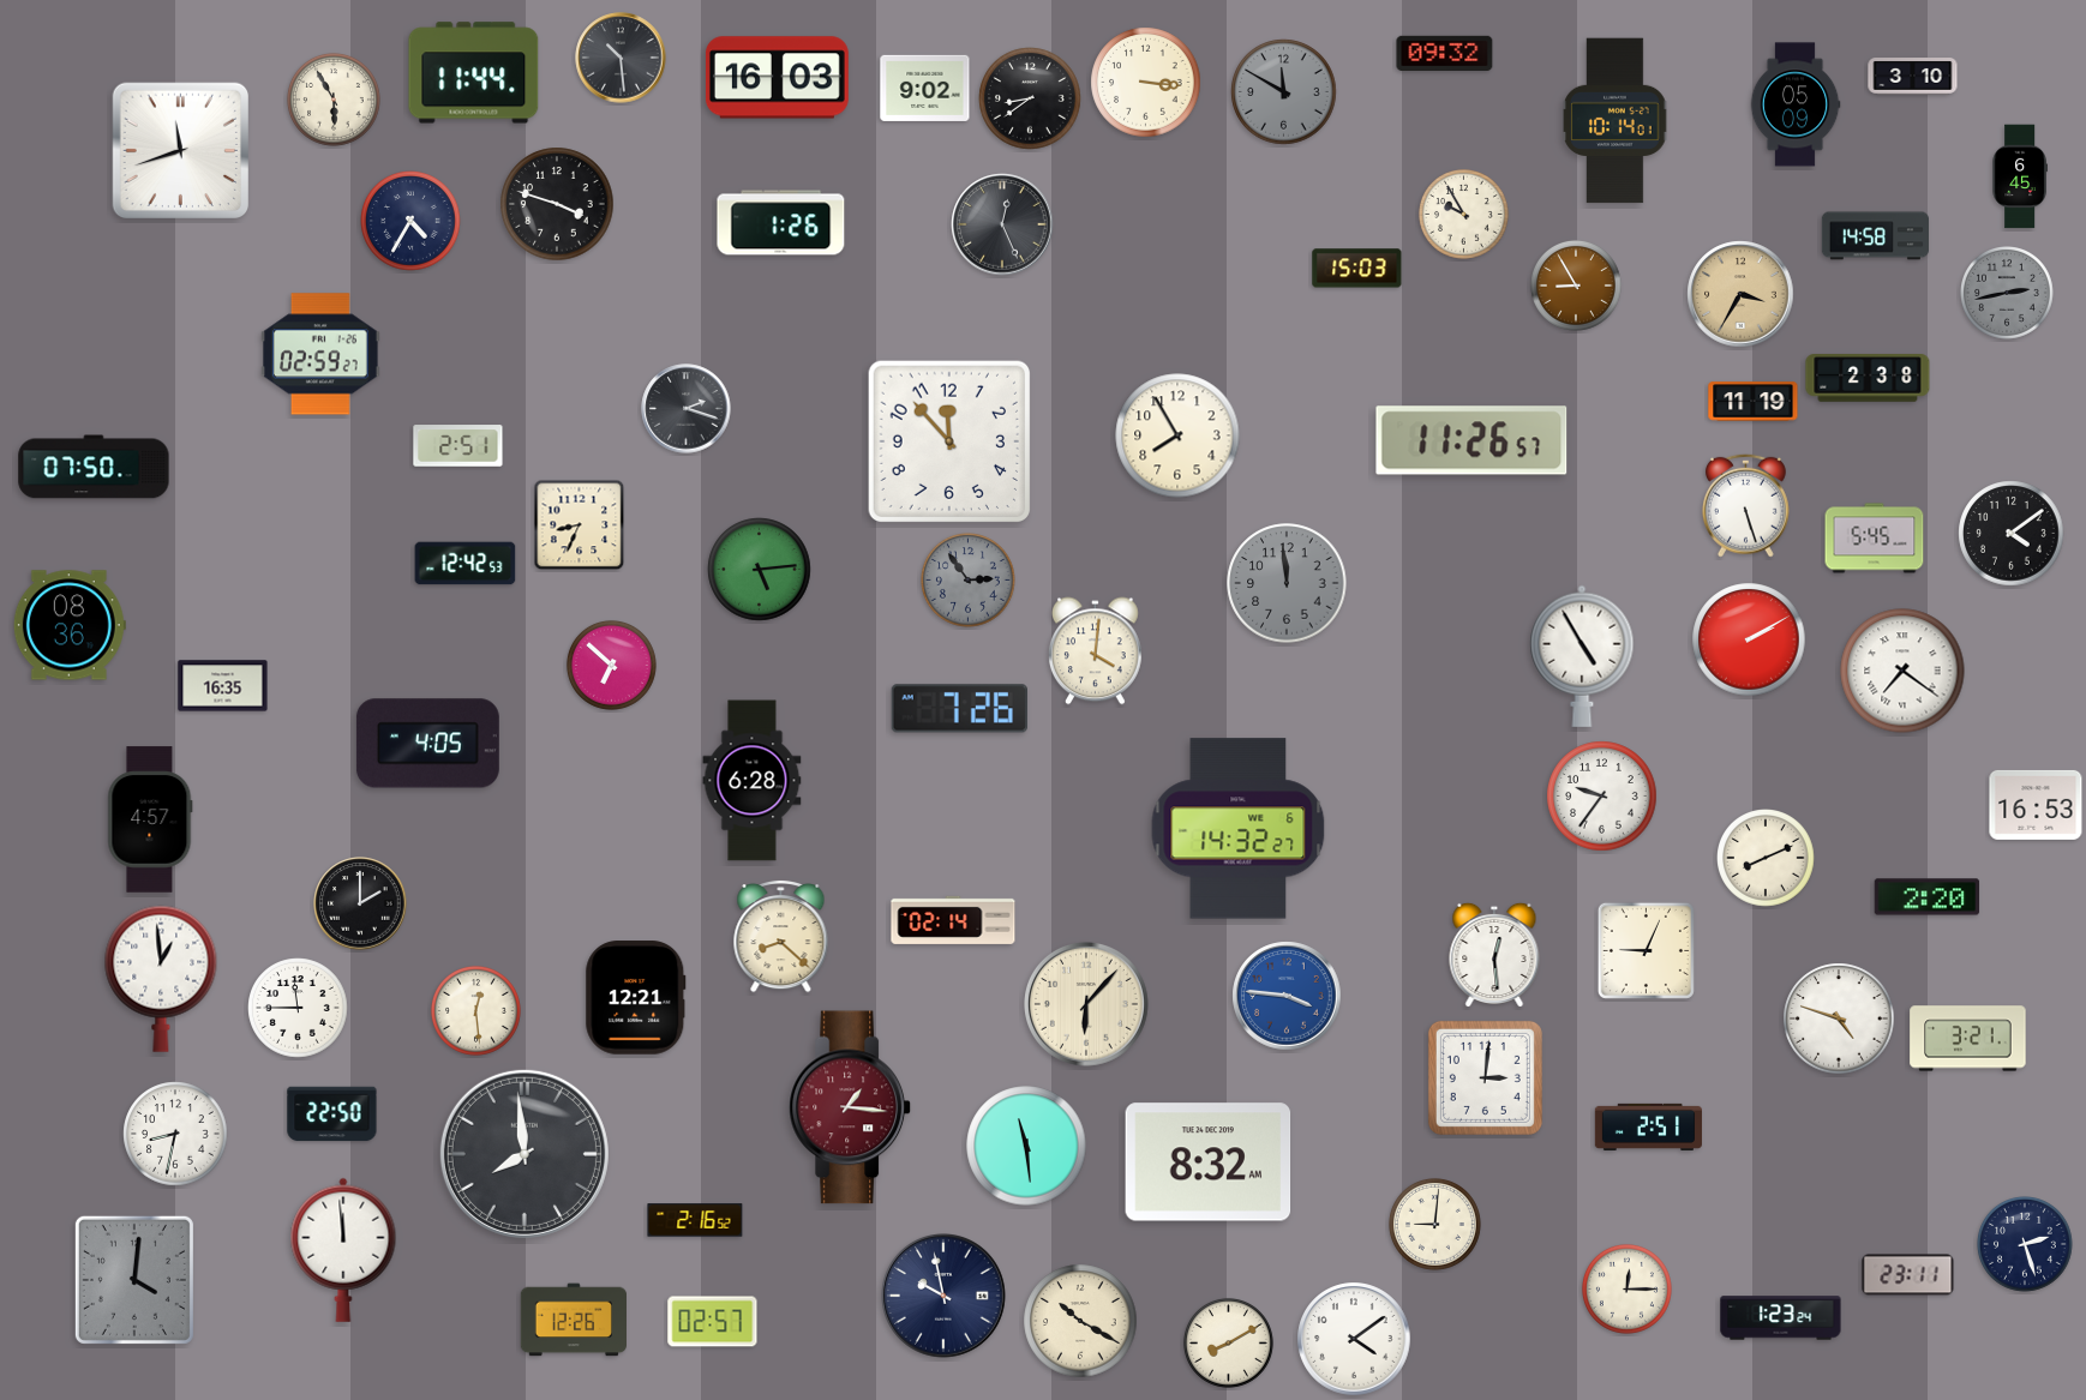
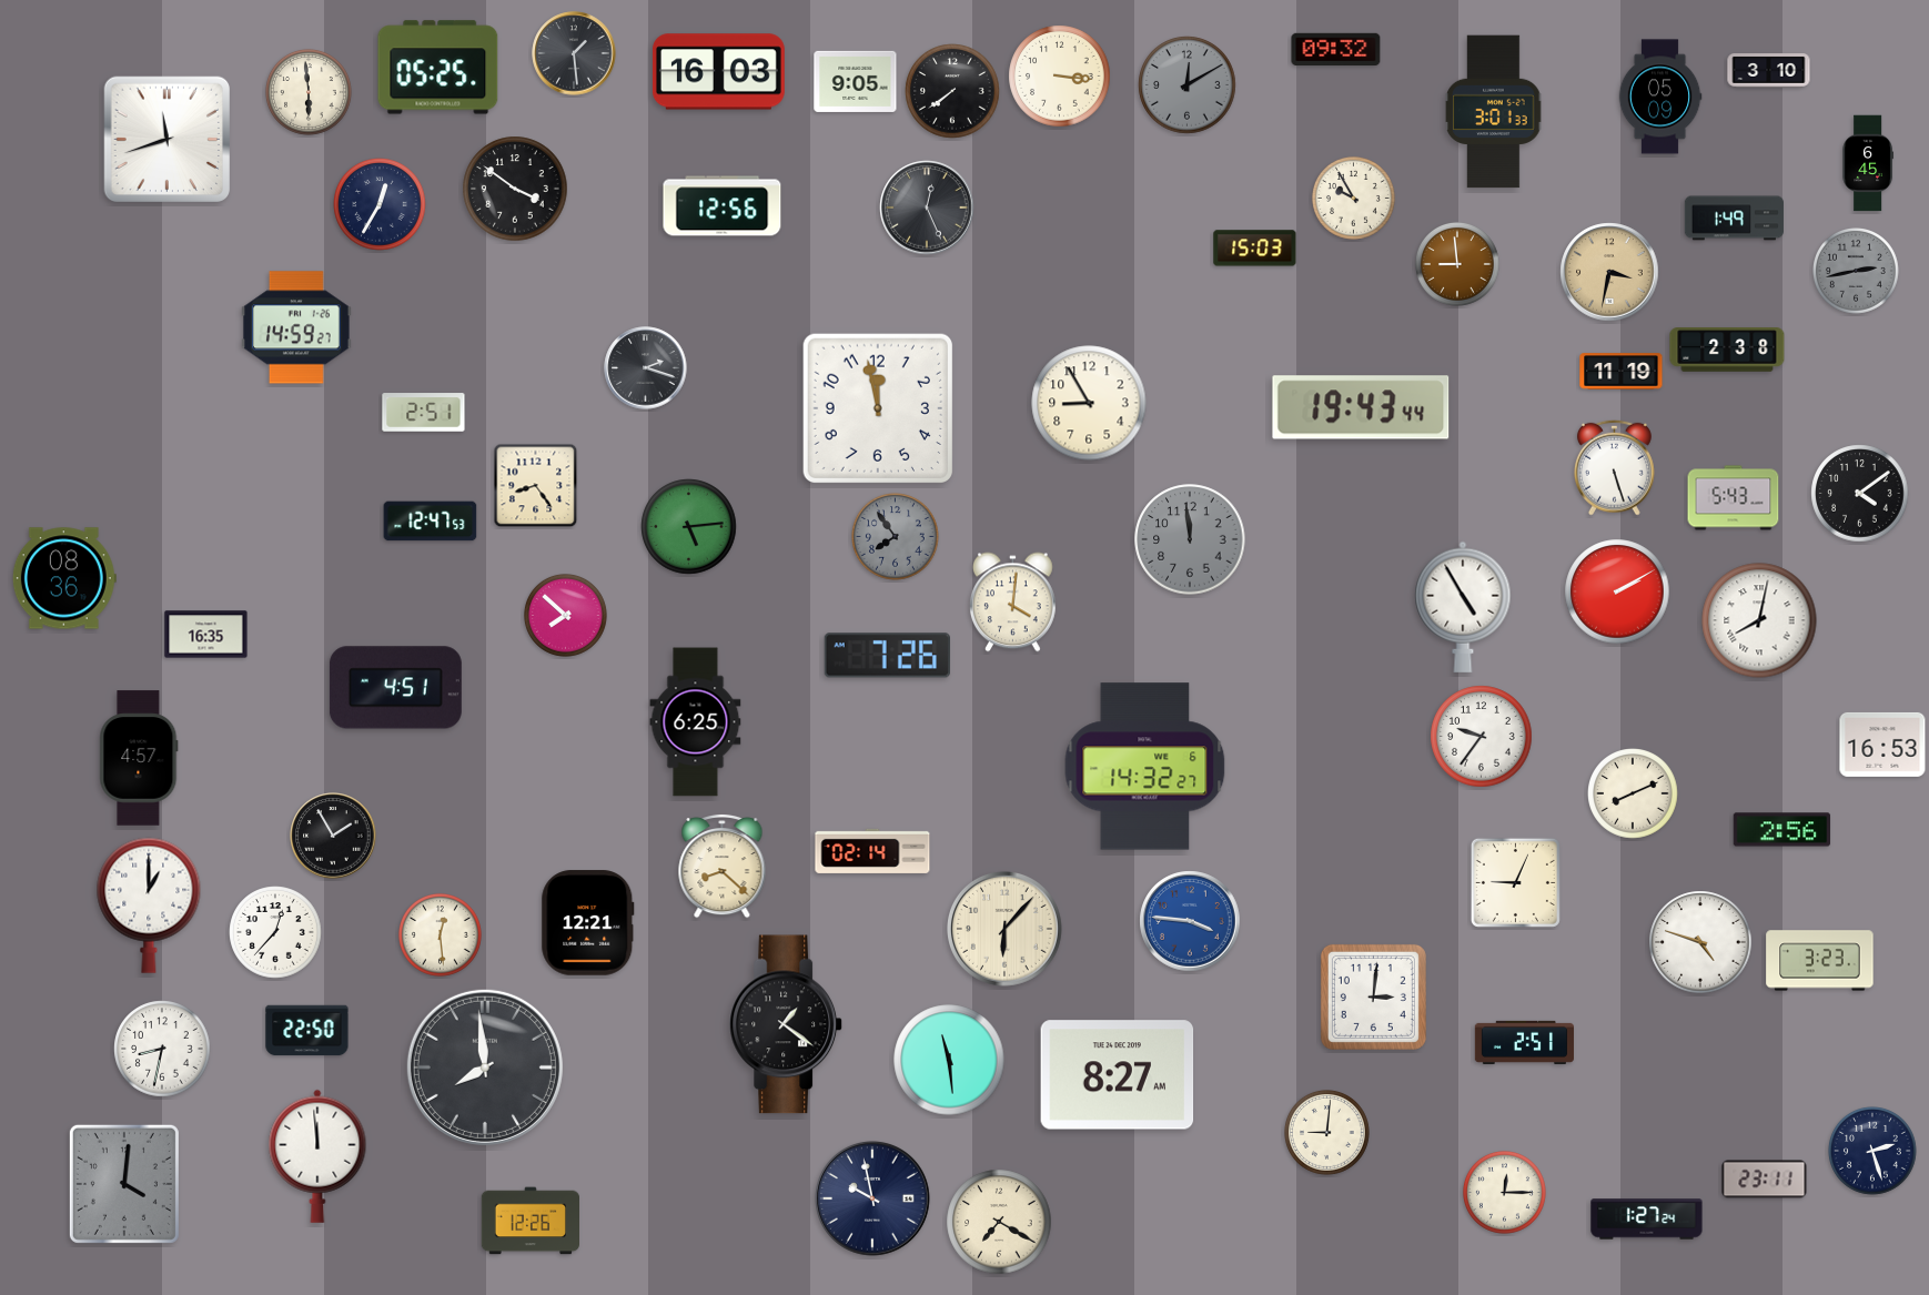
clock at (621, 58): 10:29 -> 1:29
clock at (474, 73): 11:44 -> 05:25
clock at (925, 88): 9:02 -> 9:05
clock at (1284, 92): 11:50 -> 12:10
clock at (1030, 98): 8:39 -> 7:39
clock at (335, 101): 5:55 -> 5:59
clock at (1616, 121): 10:14 -> 3:01
clock at (557, 204): 3:48 -> 3:51
clock at (410, 221): 4:35 -> 12:35
clock at (781, 223): 1:26 -> 12:56
clock at (1875, 236): 14:58 -> 1:49
clock at (1576, 286): 8:55 -> 8:59
clock at (1740, 294): 3:35 -> 3:32
clock at (322, 354): 02:59 -> 14:59
clock at (687, 409) position: (687, 409) -> (646, 368)
clock at (1177, 435): 7:55 -> 8:55
clock at (948, 440): 11:53 -> 11:58
clock at (1471, 440): 11:26 -> 19:43
clock at (94, 467): 07:50 -> none
clock at (580, 525): 8:34 -> 8:24
clock at (1875, 539): 5:45 -> 5:43
clock at (466, 564): 12:42 -> 12:47
clock at (760, 570) position: (760, 570) -> (689, 527)
clock at (969, 581): 2:54 -> 7:54
clock at (611, 665): 6:52 -> 7:52
clock at (1902, 671): 7:21 -> 8:02
clock at (427, 744): 4:05 -> 4:51
clock at (753, 781): 6:28 -> 6:25
clock at (1928, 897): 2:20 -> 2:56
clock at (360, 903): 2:00 -> 1:55
clock at (953, 920) position: (953, 920) -> (872, 851)
clock at (1646, 950) position: (1646, 950) -> (1515, 882)
clock at (1494, 954): 12:29 -> none
clock at (161, 979): 12:59 -> 1:00
clock at (298, 1008): 11:45 -> 12:37
clock at (1968, 1039): 3:21 -> 3:23
clock at (850, 1107): 1:16 -> 1:21
clock at (850, 1107) dial: burgundy -> black
clock at (1209, 1162): 8:32 -> 8:27
clock at (695, 1220): 2:16 -> none
clock at (1781, 1318): 1:23 -> 1:27
clock at (1080, 1321): 10:20 -> 7:20
clock at (713, 1322): 02:57 -> none
clock at (1354, 1339): 4:09 -> none
clock at (1228, 1342): 8:10 -> none
